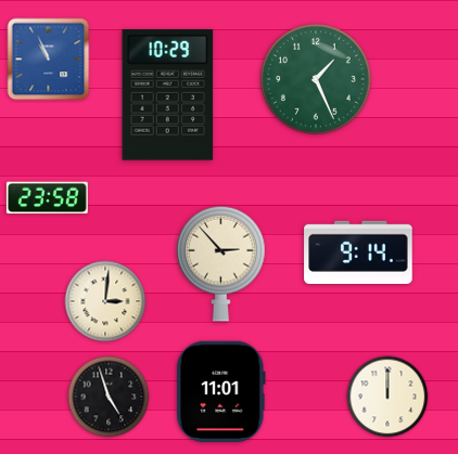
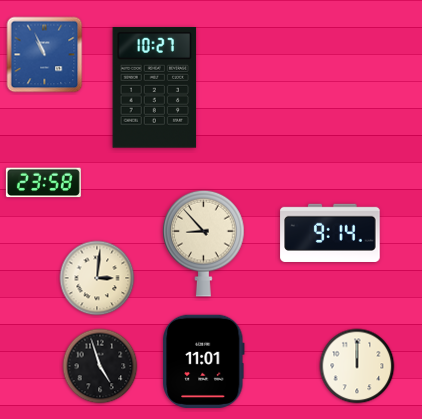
clock at (317, 80): 1:26 -> none
clock at (168, 95): 10:29 -> 10:27
clock at (221, 263): 2:53 -> 8:53
